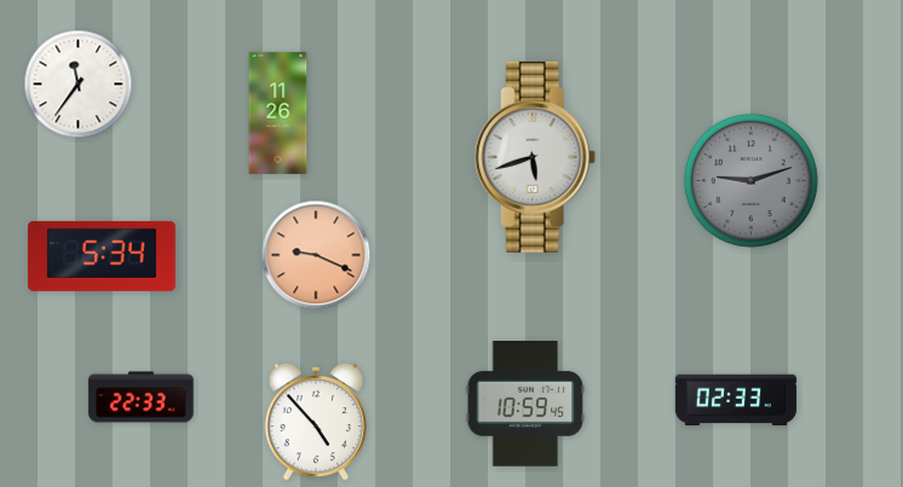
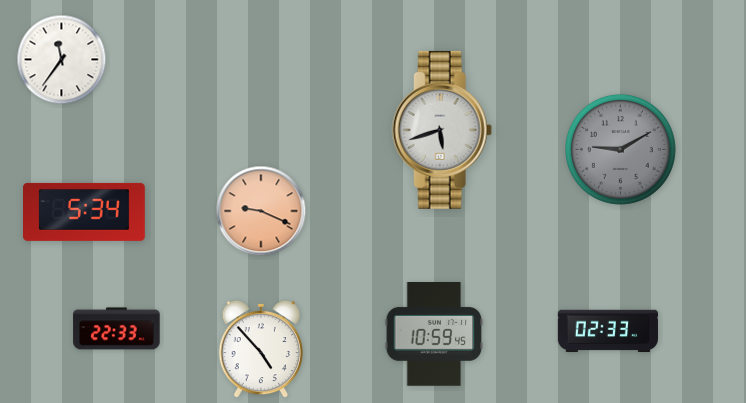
clock at (79, 85) position: (79, 85) -> (62, 60)
clock at (278, 112): 11:26 -> none
clock at (750, 180): 9:12 -> 9:10
